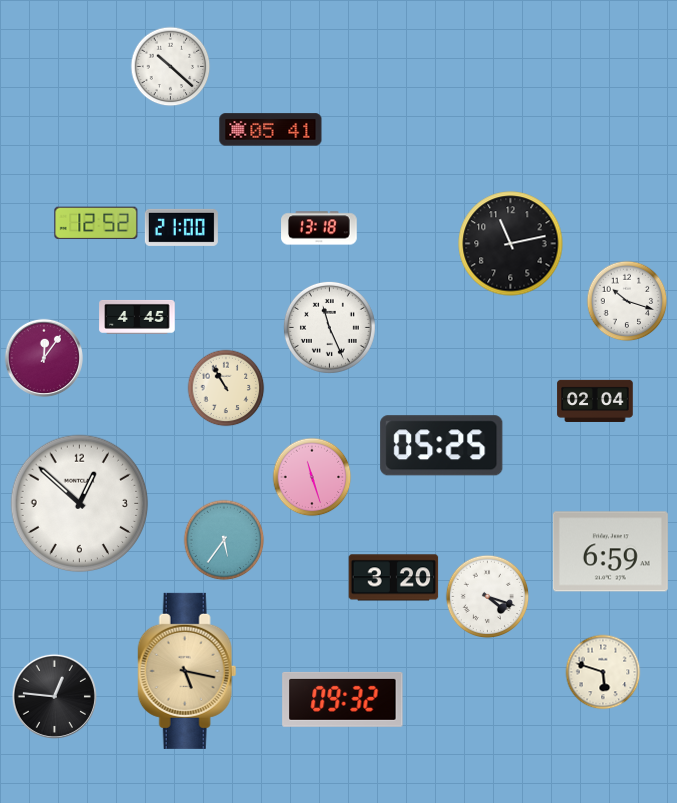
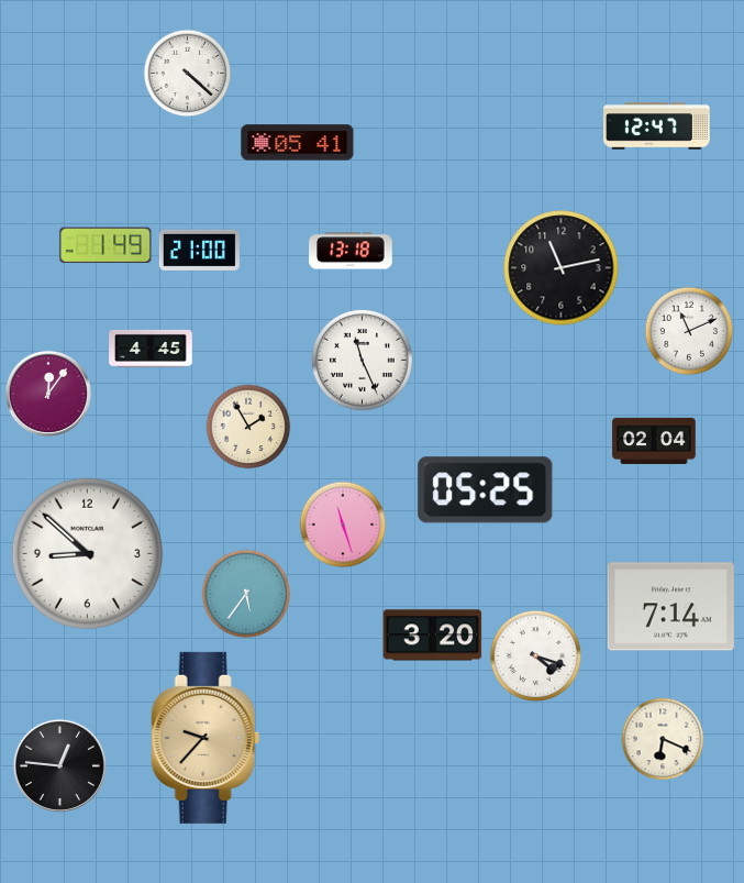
clock at (171, 67): 10:22 -> 4:22
clock at (657, 126): none -> 12:47
clock at (96, 223): 12:52 -> 1:49
clock at (627, 301): 10:18 -> 11:11
clock at (226, 388): 10:55 -> 1:55
clock at (80, 504): 12:52 -> 8:52
clock at (610, 552): 6:59 -> 7:14
clock at (187, 671): 5:17 -> 9:37
clock at (603, 672): 5:48 -> 6:19
clock at (343, 699): 09:32 -> none
